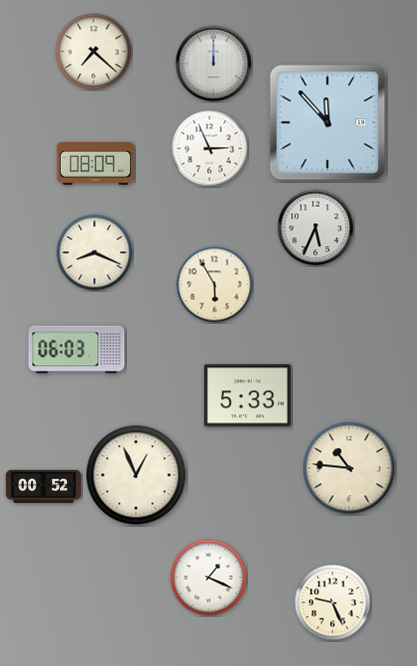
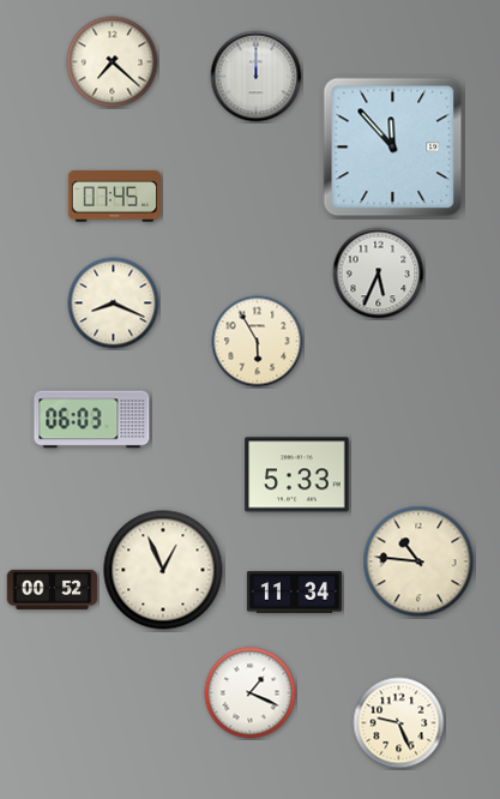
clock at (210, 149): 2:56 -> none
clock at (95, 164): 08:09 -> 07:45
clock at (44, 486) position: (44, 486) -> (53, 589)
clock at (294, 593): none -> 11:34
